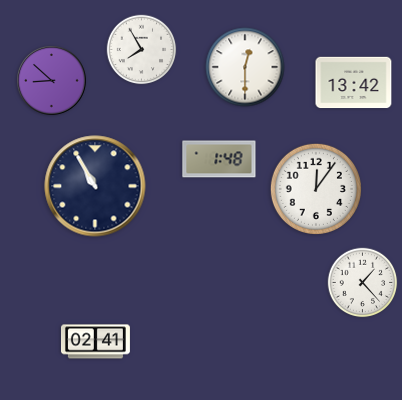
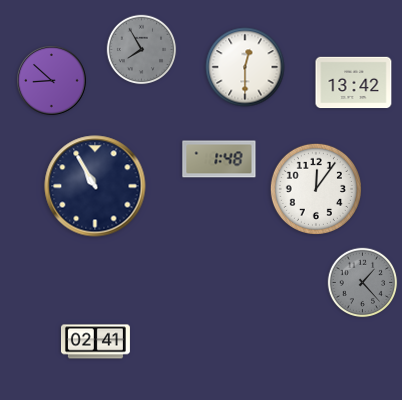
clock at (142, 50) dial: white -> grey
clock at (363, 283) dial: white -> grey
